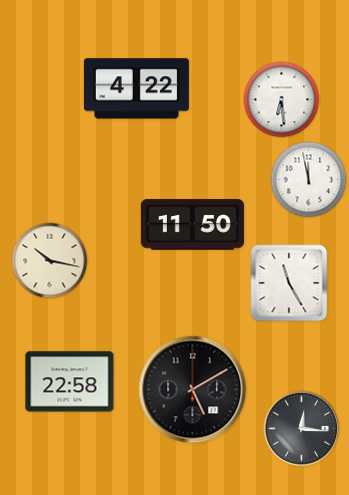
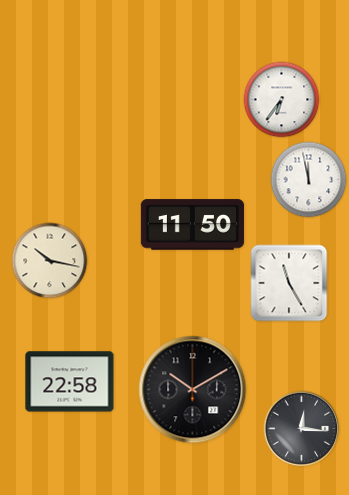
clock at (136, 89): 4:22 -> none
clock at (282, 100): 6:29 -> 6:36
clock at (193, 390): 5:10 -> 10:10
